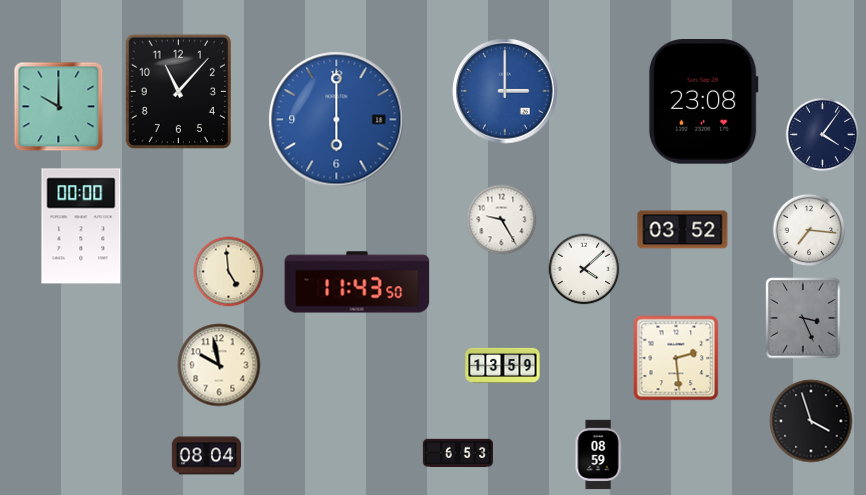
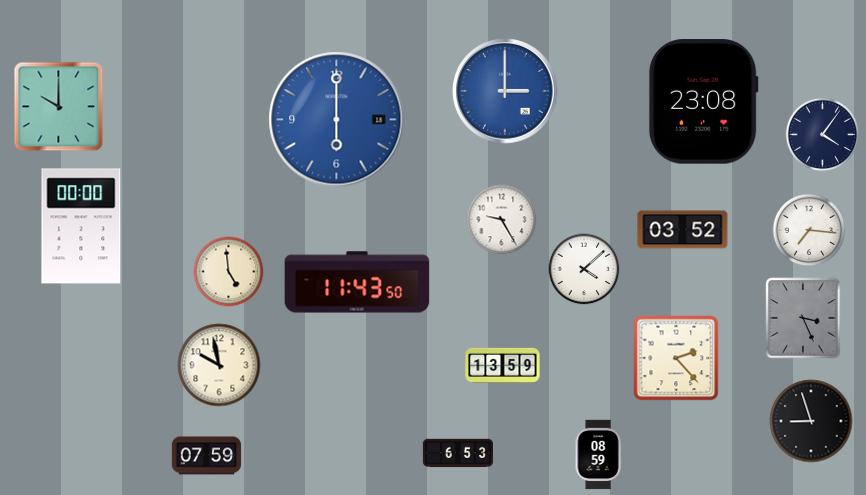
clock at (178, 91): 11:07 -> none
clock at (676, 358): 2:29 -> 2:23
clock at (811, 421): 3:57 -> 8:57
clock at (207, 456): 08:04 -> 07:59
